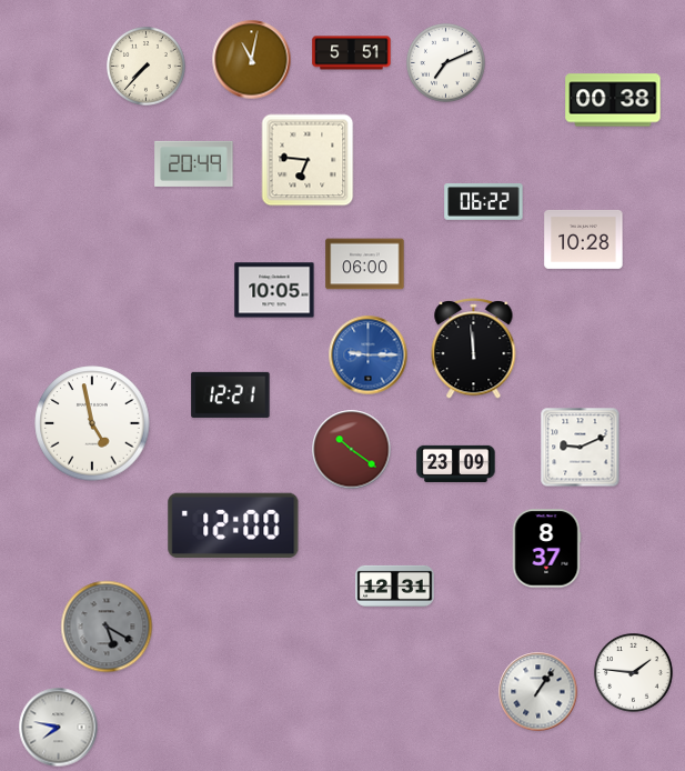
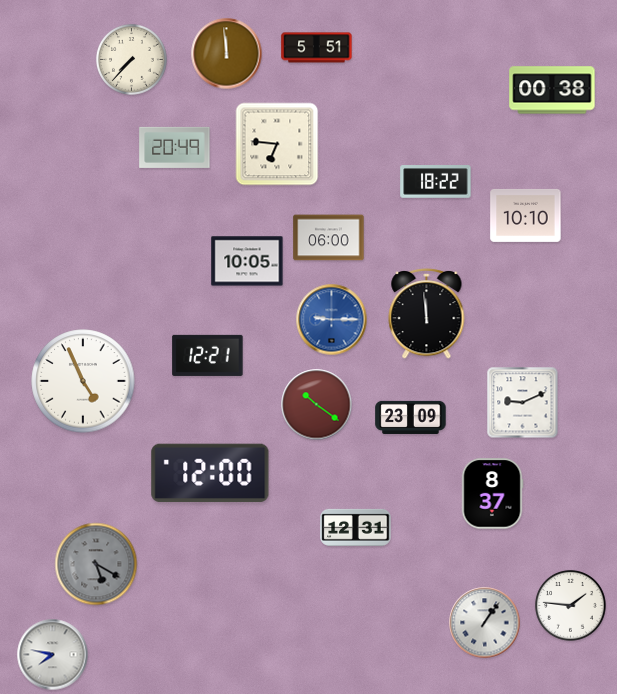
clock at (252, 60): 11:02 -> 11:59
clock at (445, 62): 7:11 -> none
clock at (484, 202): 06:22 -> 18:22
clock at (584, 239): 10:28 -> 10:10
clock at (92, 423): 4:58 -> 4:56
